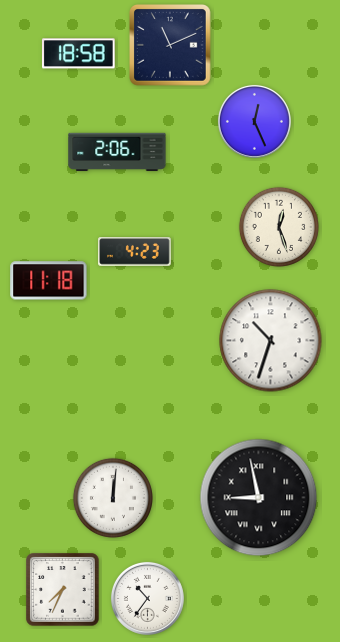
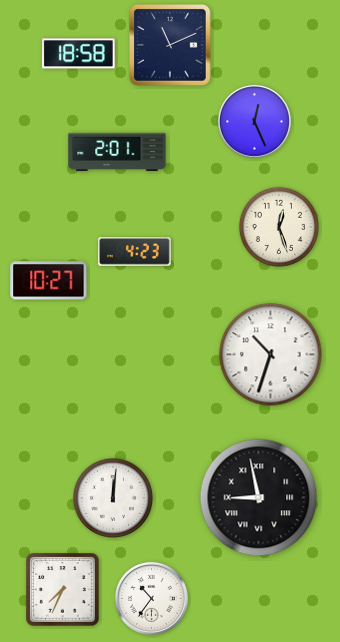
clock at (117, 152): 2:06 -> 2:01
clock at (49, 281): 11:18 -> 10:27
clock at (271, 341) position: (271, 341) -> (271, 355)
clock at (147, 598) position: (147, 598) -> (151, 598)
